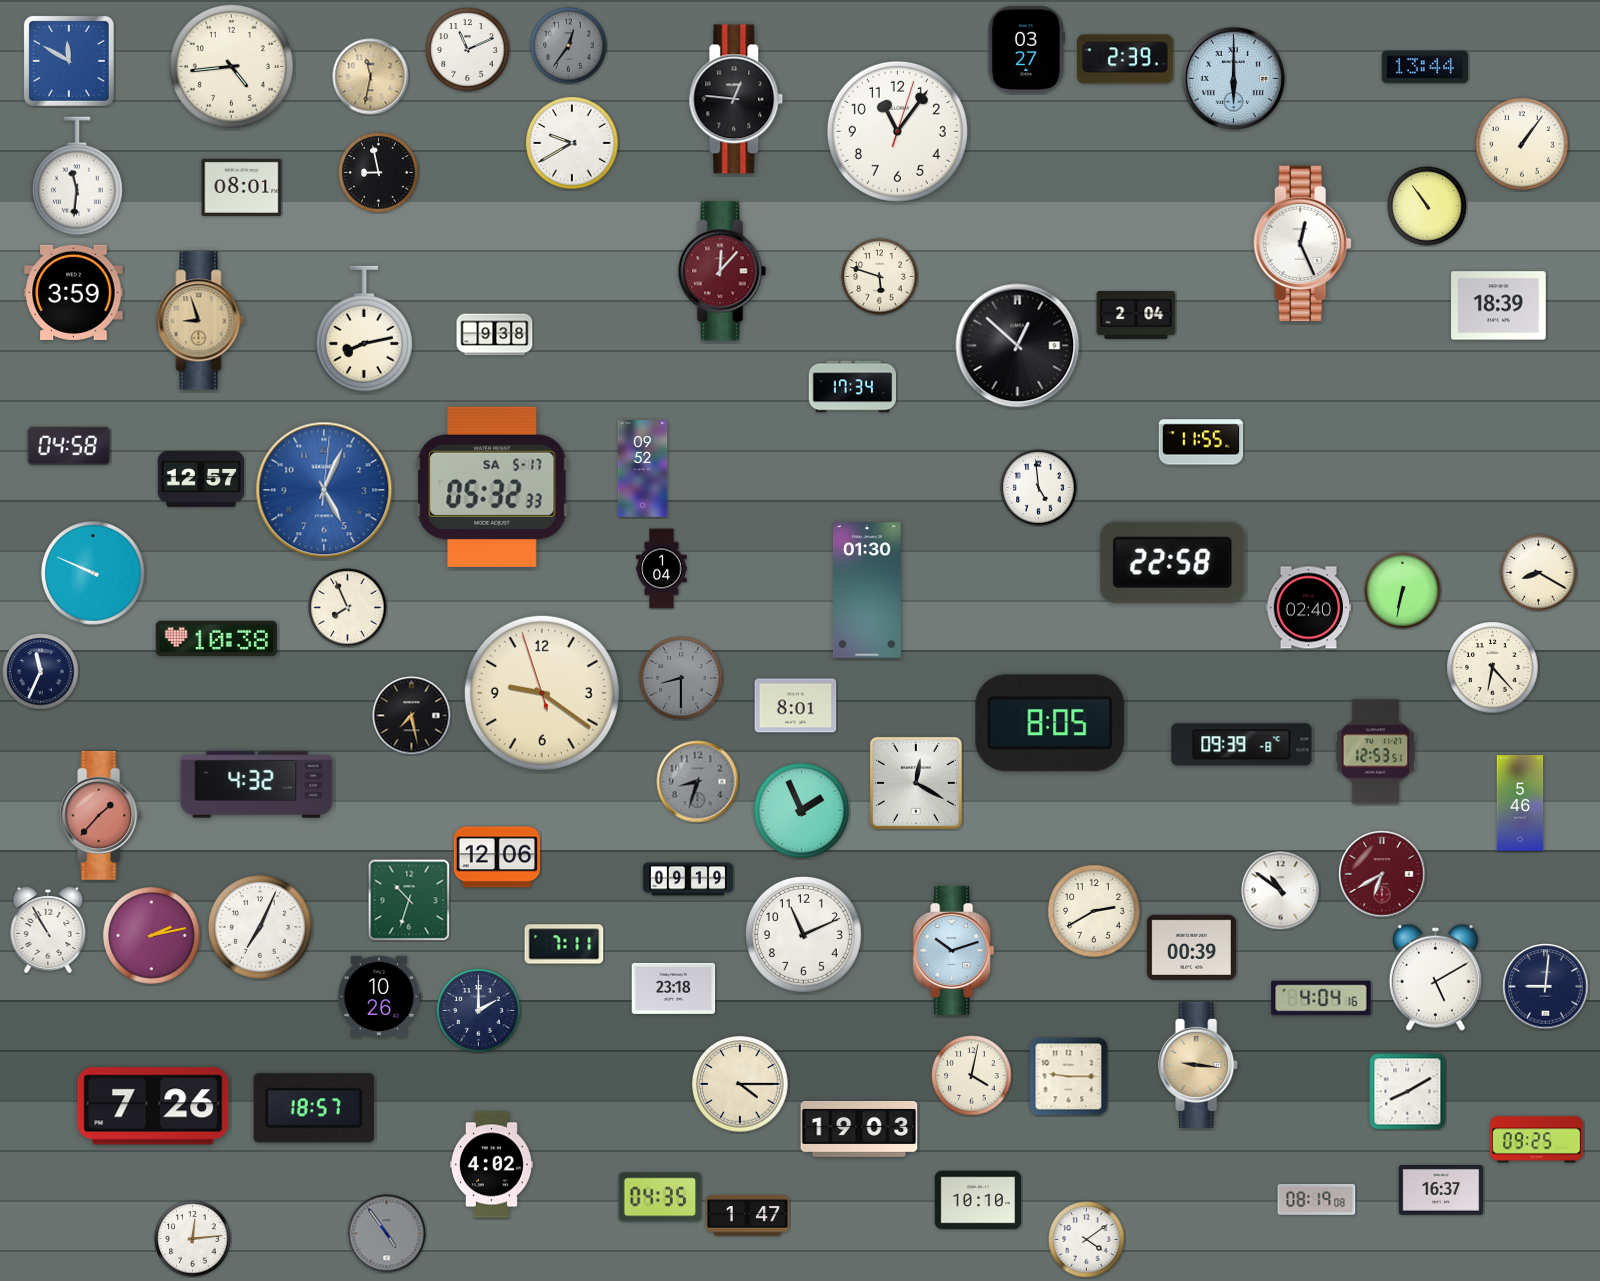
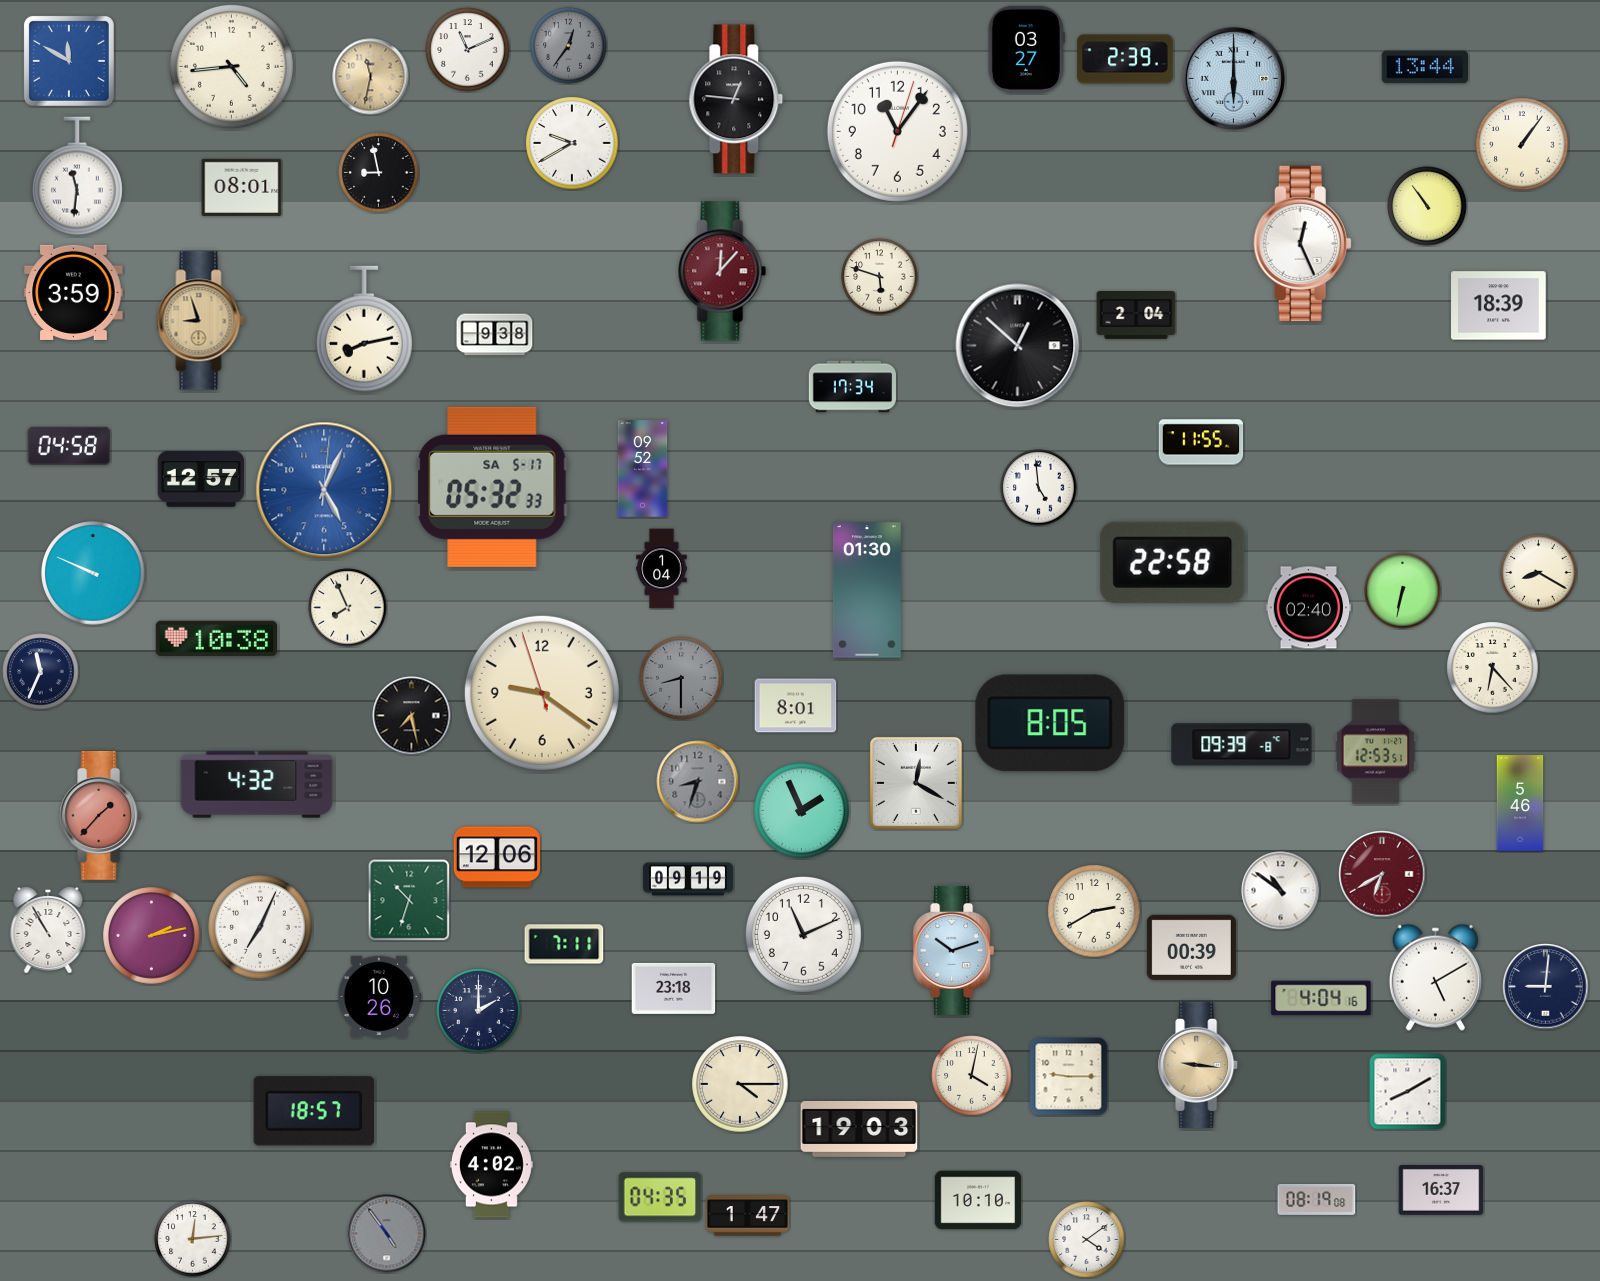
clock at (153, 1106): 7:26 -> none
clock at (314, 1108) position: (314, 1108) -> (314, 1111)
clock at (1537, 1140): 09:25 -> none
